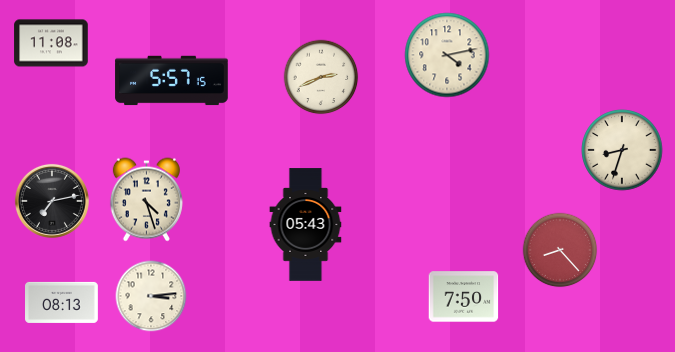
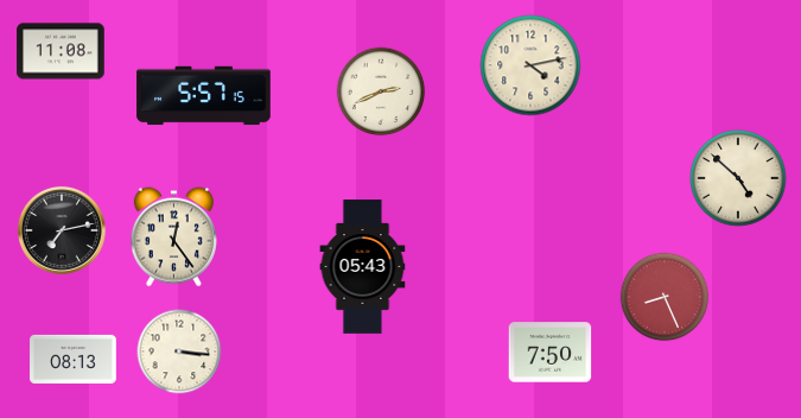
clock at (622, 150): 8:33 -> 4:52
clock at (146, 200): 4:27 -> 12:24
clock at (52, 201) position: (52, 201) -> (62, 230)
clock at (560, 250): 8:23 -> 8:26
clock at (151, 296): 3:14 -> 3:16
